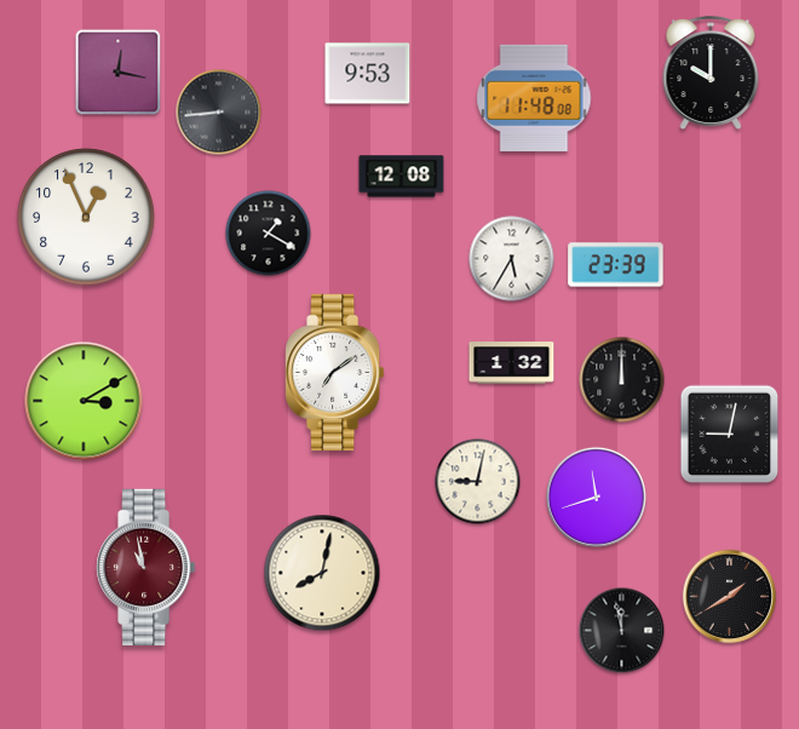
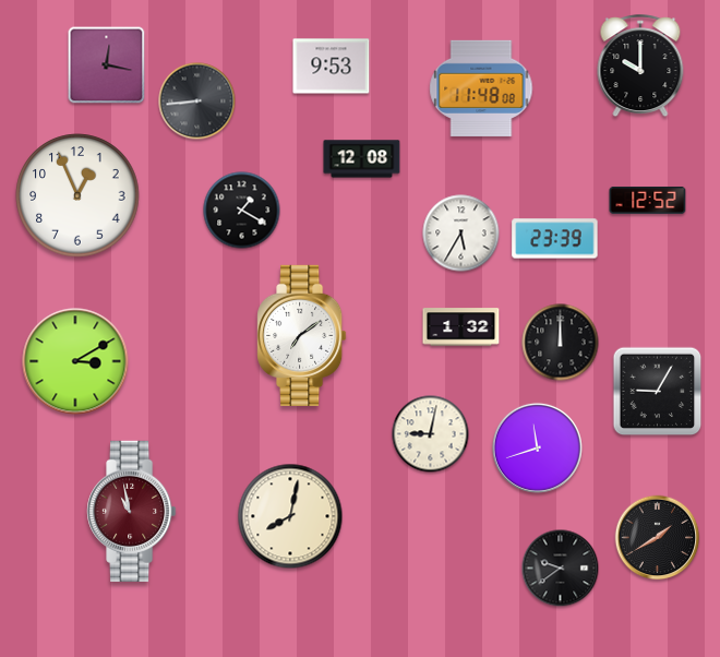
clock at (648, 200): none -> 12:52
clock at (730, 435): 9:02 -> 9:05
clock at (622, 631): 11:58 -> 9:39
